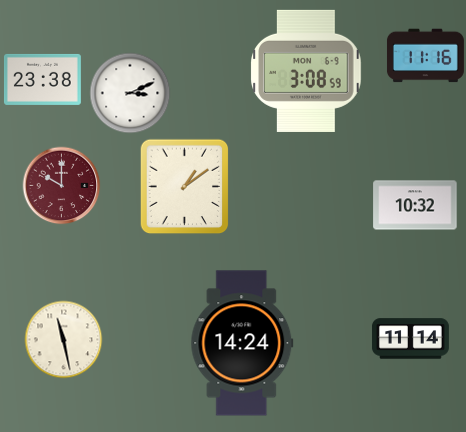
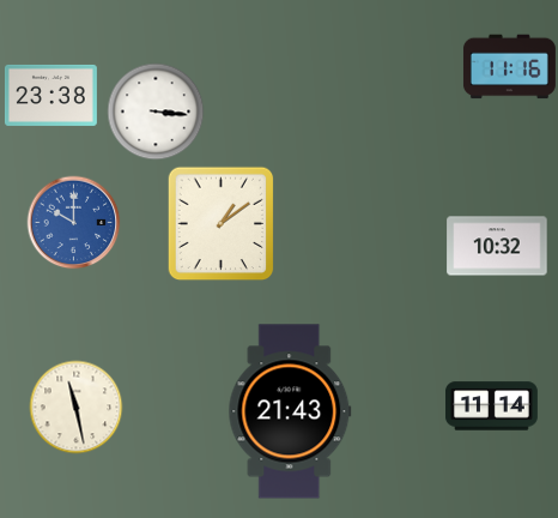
clock at (306, 71): 3:08 -> none
clock at (130, 93): 3:11 -> 3:16
clock at (61, 185) dial: burgundy -> blue
clock at (242, 343): 14:24 -> 21:43
